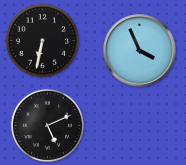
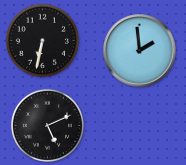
clock at (140, 51): 3:56 -> 1:59
